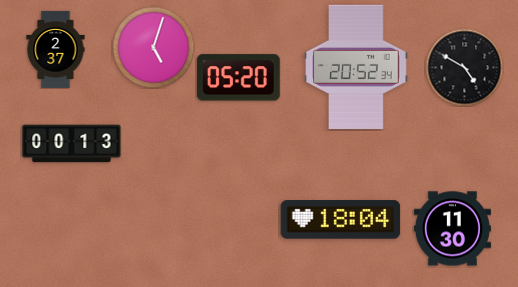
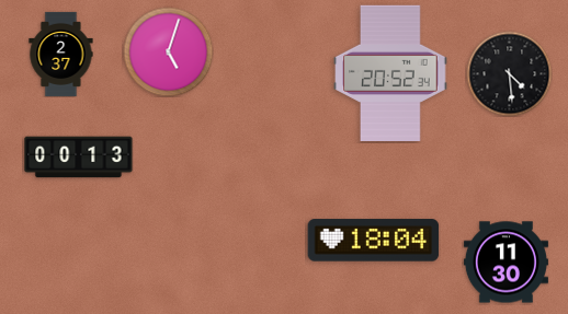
clock at (464, 67): 4:50 -> 4:29
clock at (238, 78): 05:20 -> none
clock at (452, 229) position: (452, 229) -> (505, 263)
